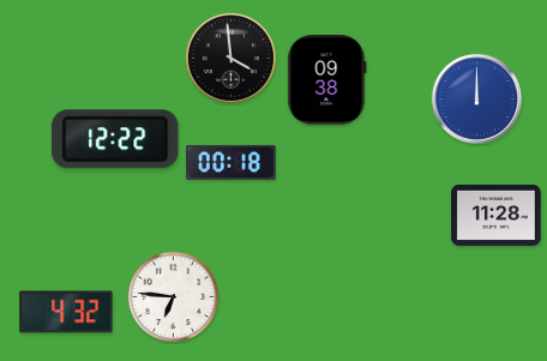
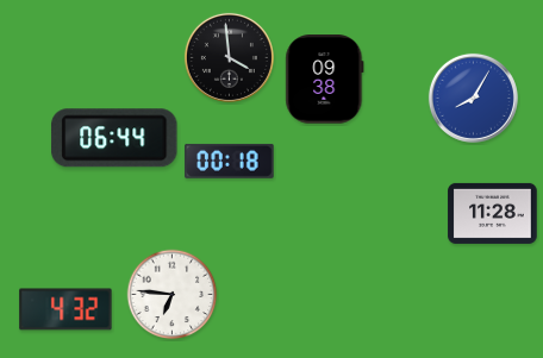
clock at (476, 98): 12:00 -> 8:05
clock at (115, 139): 12:22 -> 06:44
